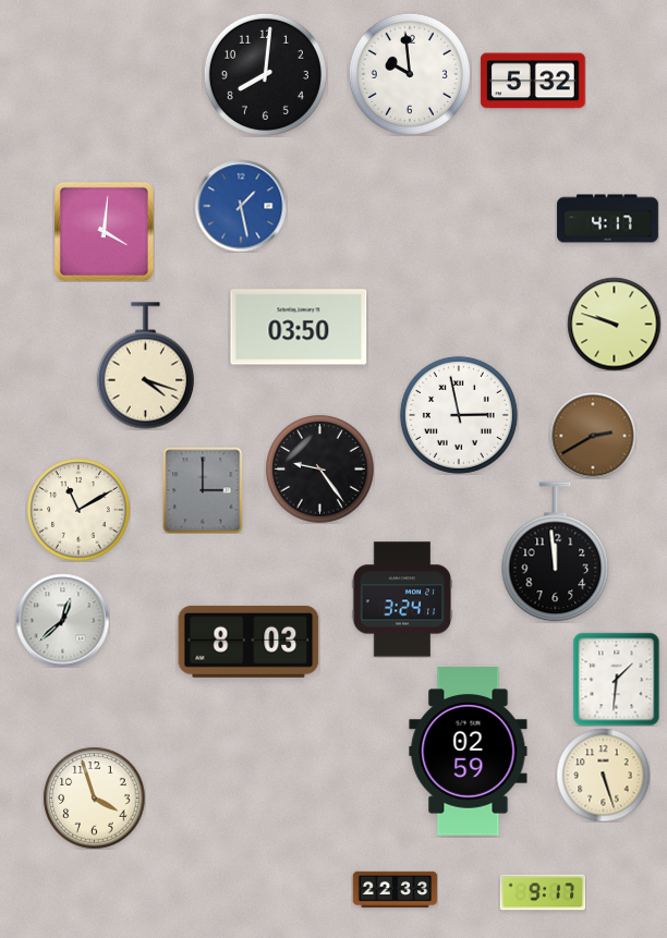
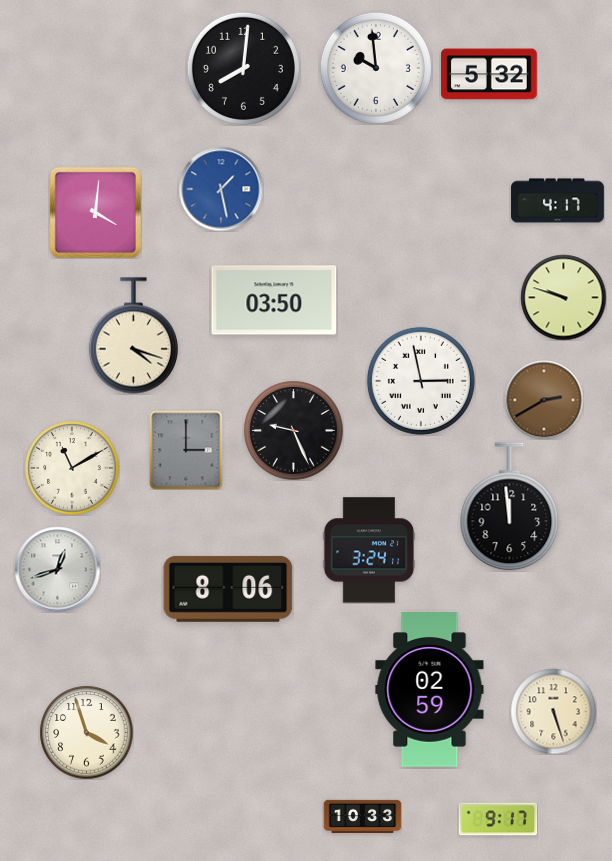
clock at (320, 470): 9:24 -> 9:26
clock at (62, 620): 12:38 -> 12:42
clock at (248, 642): 8:03 -> 8:06
clock at (617, 679): 1:31 -> none
clock at (395, 889): 22:33 -> 10:33
